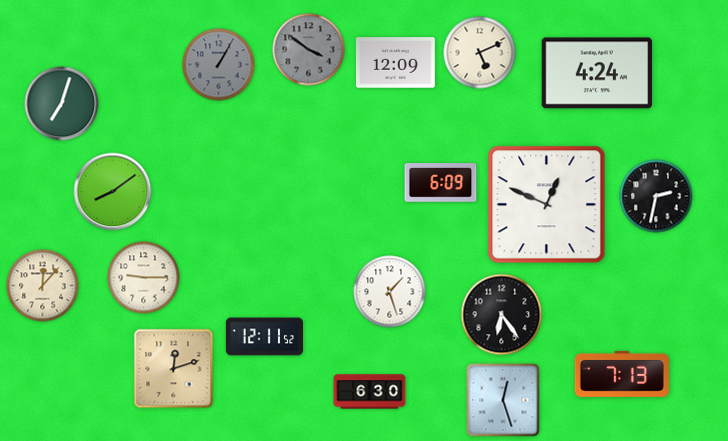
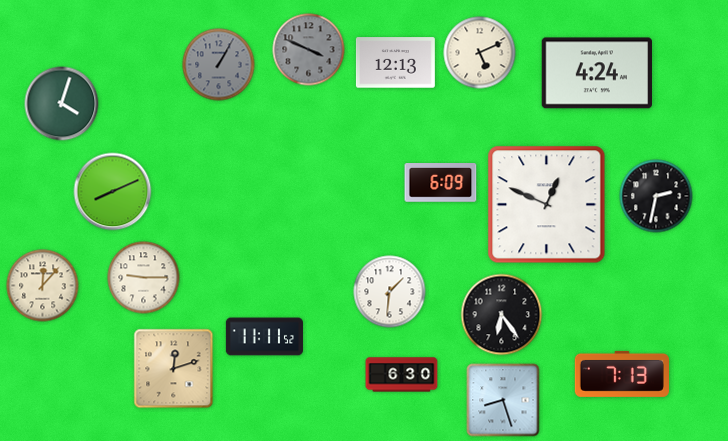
clock at (309, 50): 3:51 -> 3:49
clock at (395, 63): 12:09 -> 12:13
clock at (62, 104): 7:03 -> 4:03
clock at (113, 192): 8:09 -> 8:11
clock at (390, 292): 1:27 -> 1:31
clock at (264, 337): 12:11 -> 11:11
clock at (370, 392) position: (370, 392) -> (402, 375)
clock at (503, 400): 12:27 -> 8:27
